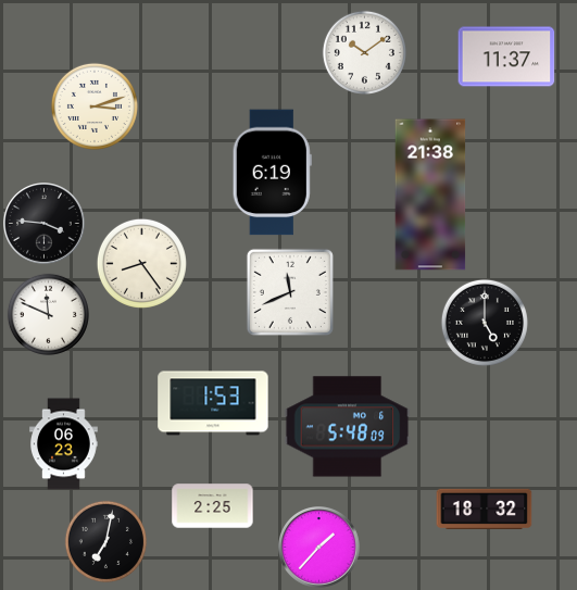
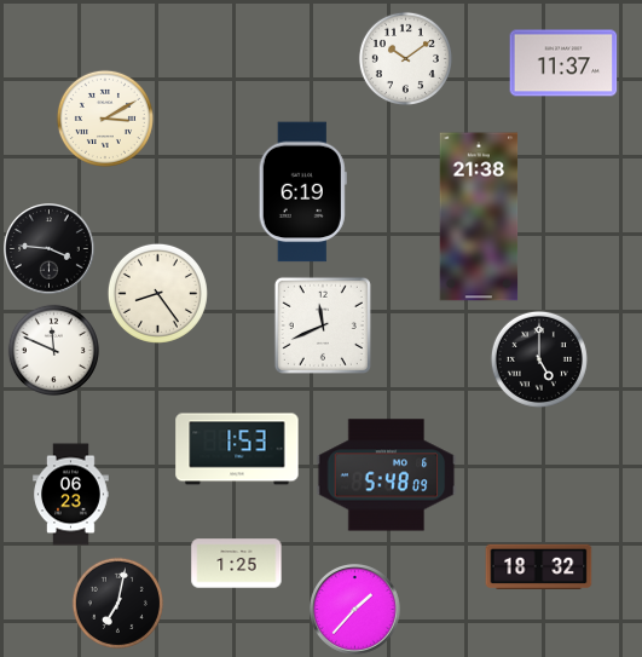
clock at (95, 106): 3:12 -> 3:10
clock at (213, 506): 2:25 -> 1:25
